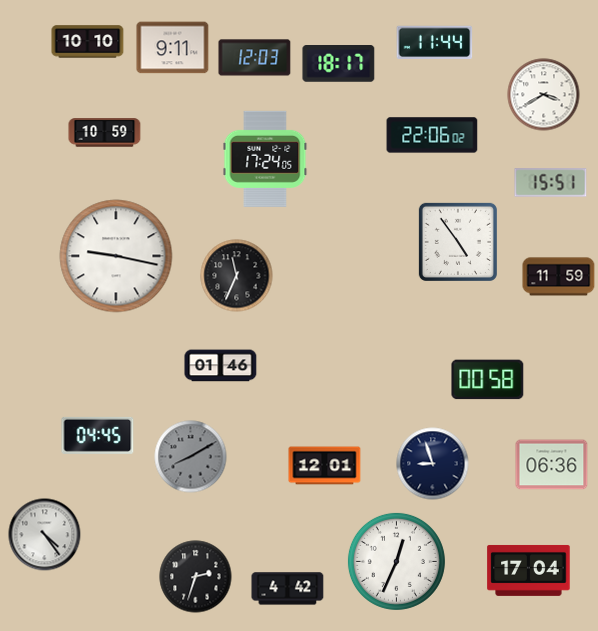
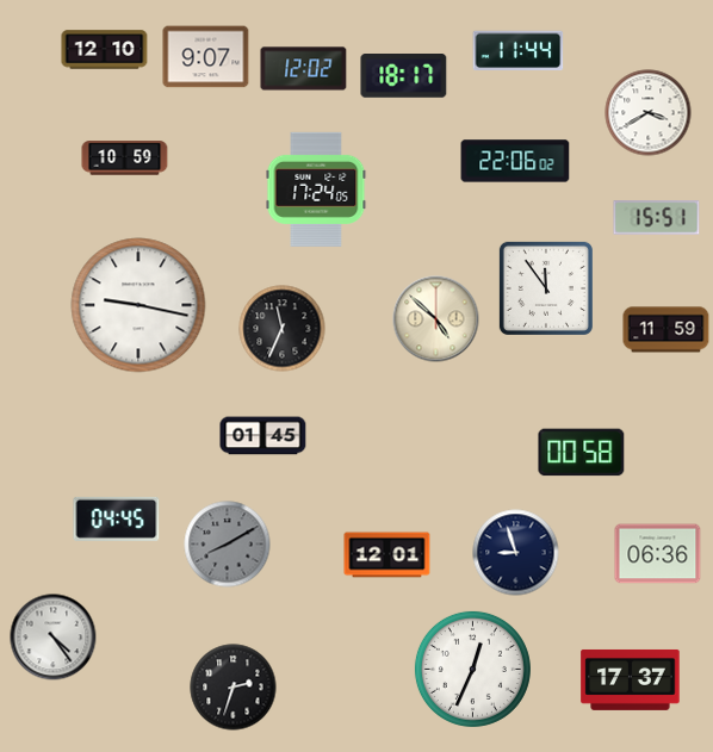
clock at (88, 42): 10:10 -> 12:10
clock at (173, 48): 9:11 -> 9:07
clock at (255, 58): 12:03 -> 12:02
clock at (458, 242): 4:54 -> 11:54
clock at (436, 319): none -> 4:52
clock at (221, 366): 01:46 -> 01:45
clock at (529, 570): 17:04 -> 17:37
clock at (288, 589): 4:42 -> none
